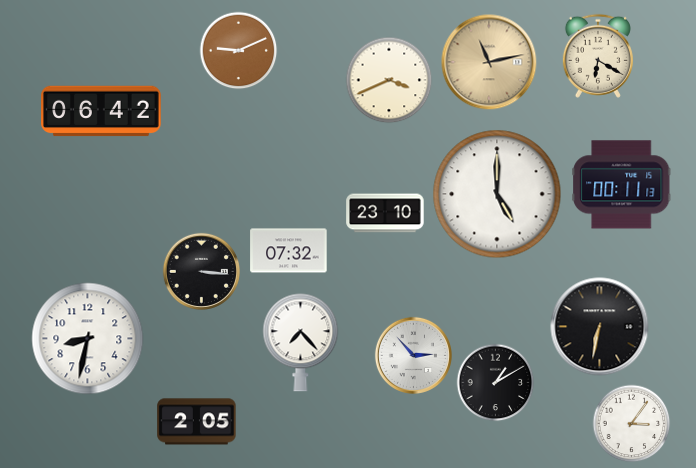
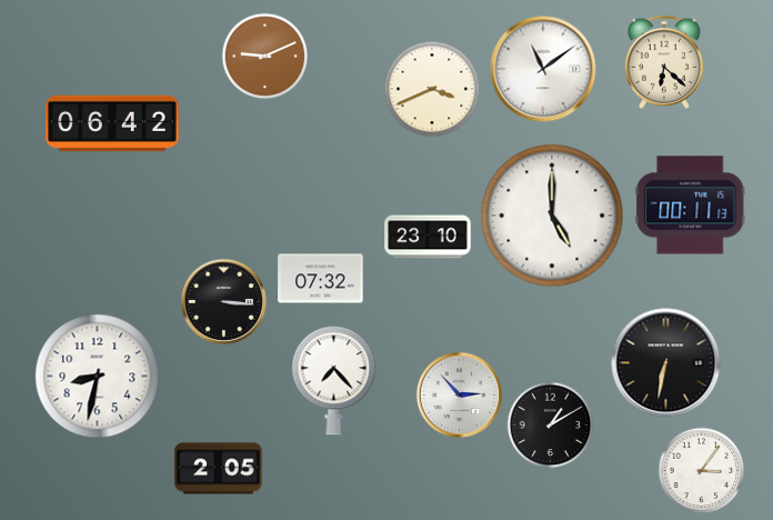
clock at (598, 56): 6:20 -> 6:22
clock at (489, 62): 11:13 -> 11:09
clock at (489, 62) dial: champagne -> white
